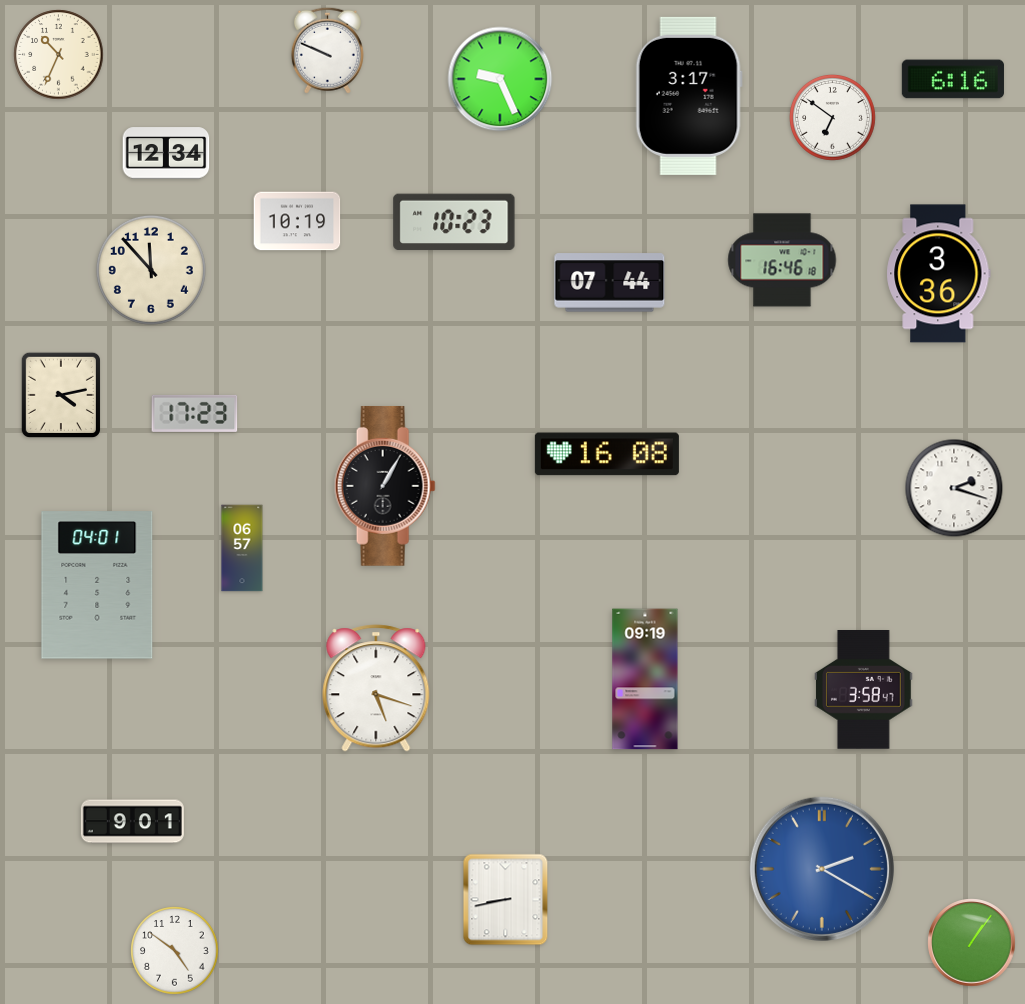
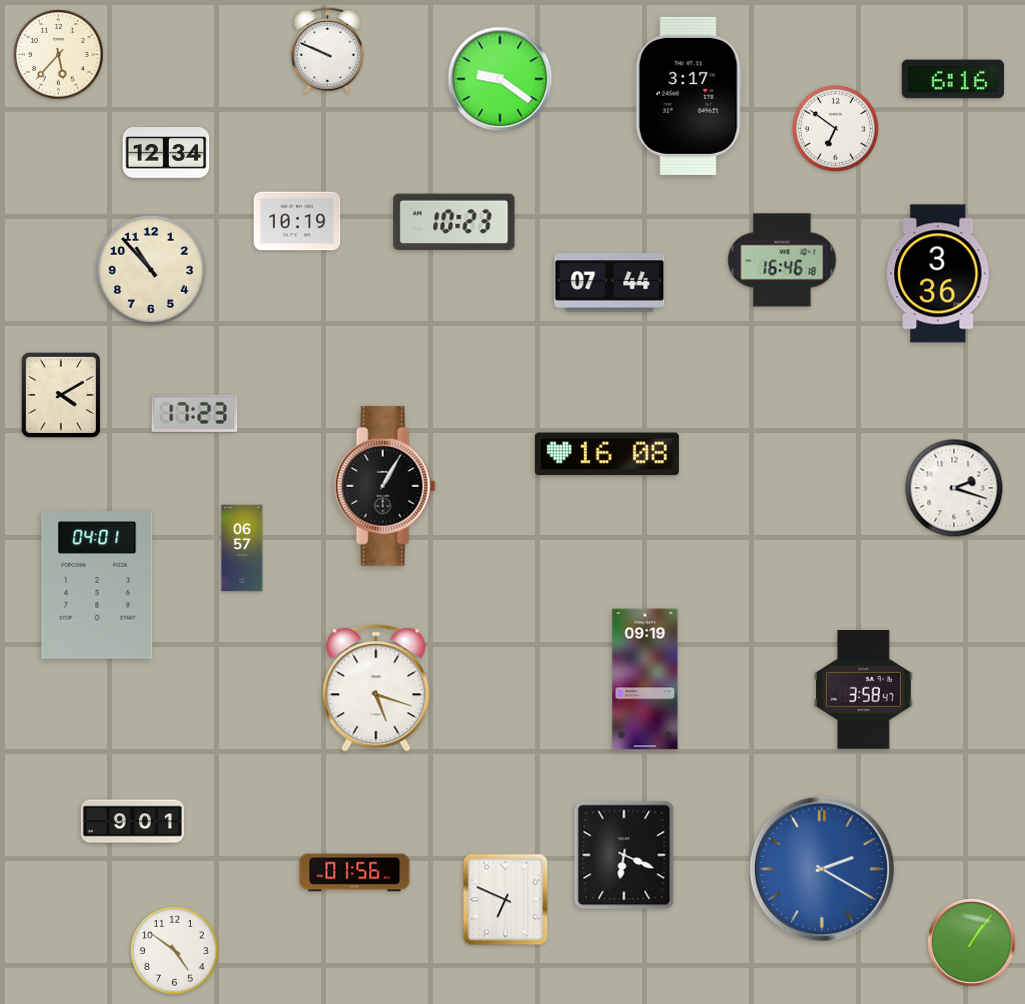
clock at (59, 55): 10:34 -> 5:37
clock at (500, 79): 9:26 -> 9:21
clock at (832, 117) position: (832, 117) -> (835, 128)
clock at (151, 270): 11:53 -> 10:53
clock at (61, 394): 4:13 -> 4:10
clock at (624, 855): none -> 6:19
clock at (355, 873): none -> 01:56
clock at (506, 900): 8:43 -> 6:49
